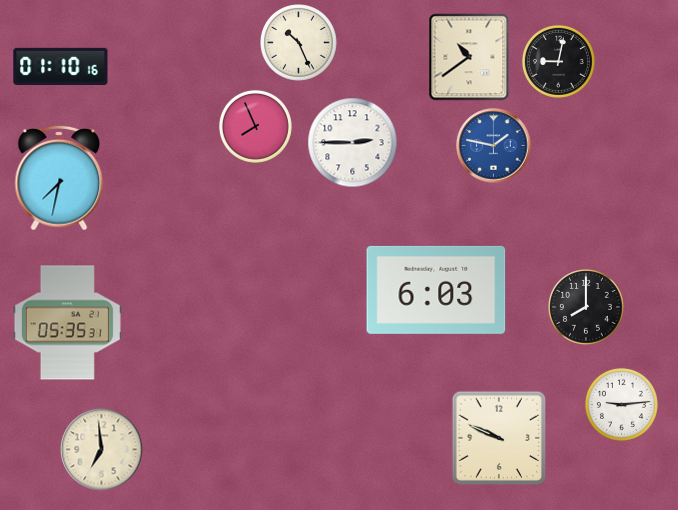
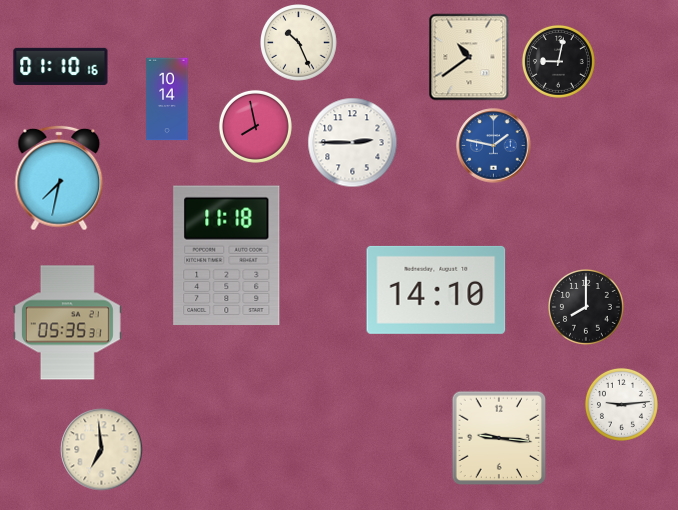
clock at (167, 99): none -> 10:14
clock at (255, 126): 7:56 -> 7:58
clock at (227, 256): none -> 11:18
clock at (436, 290): 6:03 -> 14:10
clock at (499, 438): 9:49 -> 9:16
